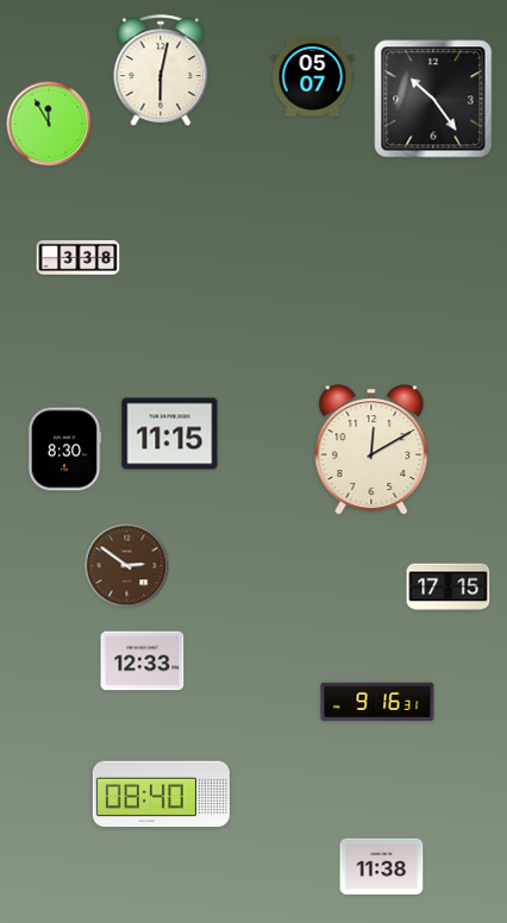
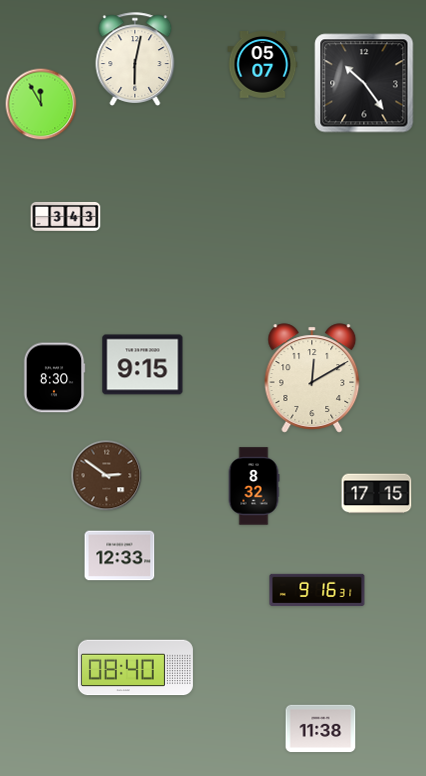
clock at (79, 257): 3:38 -> 3:43
clock at (170, 434): 11:15 -> 9:15
clock at (254, 486): none -> 8:32
